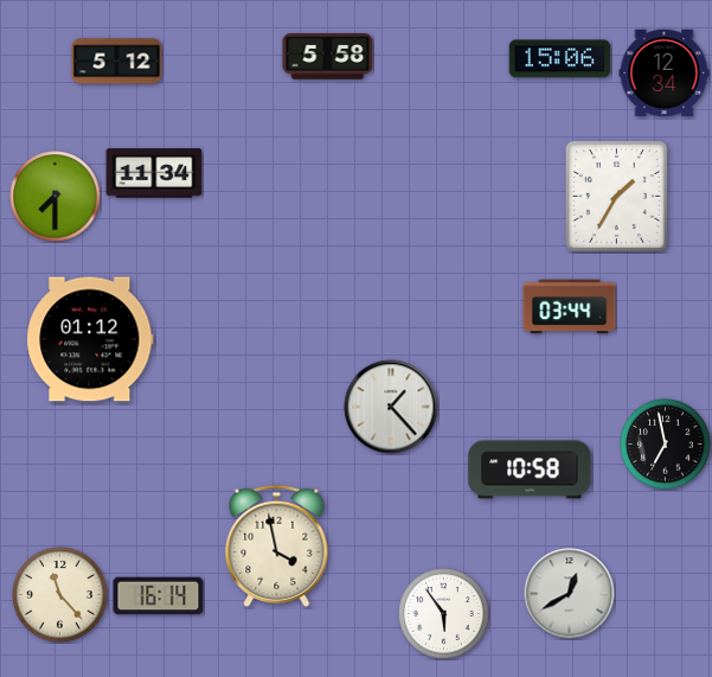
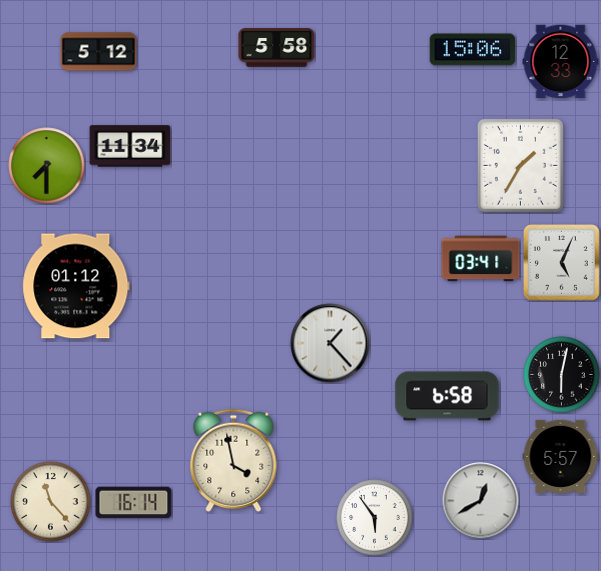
clock at (665, 74): 12:34 -> 12:33
clock at (570, 307): 03:44 -> 03:41
clock at (562, 263): none -> 5:04
clock at (666, 445): 6:58 -> 6:02
clock at (530, 470): 10:58 -> 6:58
clock at (561, 456): none -> 5:57
